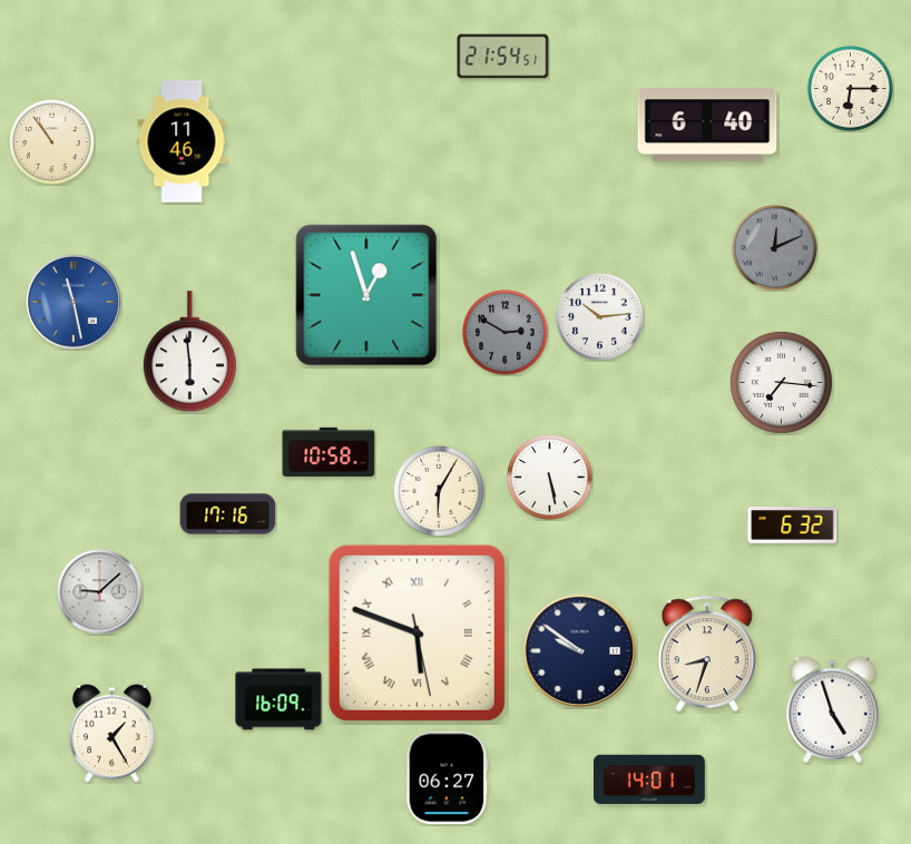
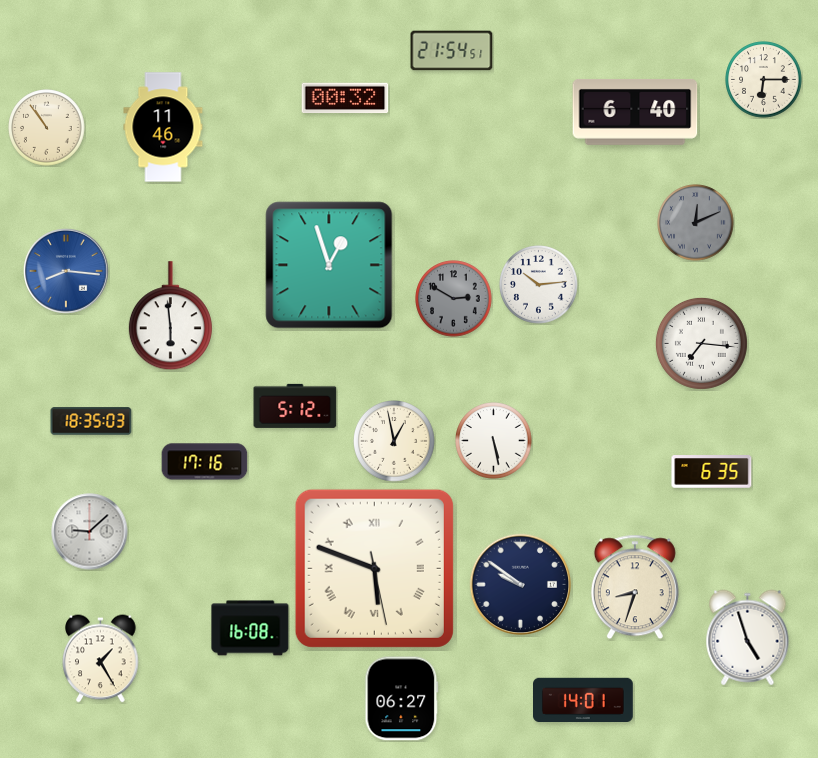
clock at (345, 98): none -> 00:32
clock at (74, 302): 11:28 -> 8:16
clock at (329, 452): 10:58 -> 5:12
clock at (91, 421): none -> 18:35
clock at (550, 478) position: (550, 478) -> (494, 441)
clock at (440, 492): 6:05 -> 12:58
clock at (793, 526): 6:32 -> 6:35
clock at (278, 699): 16:09 -> 16:08
